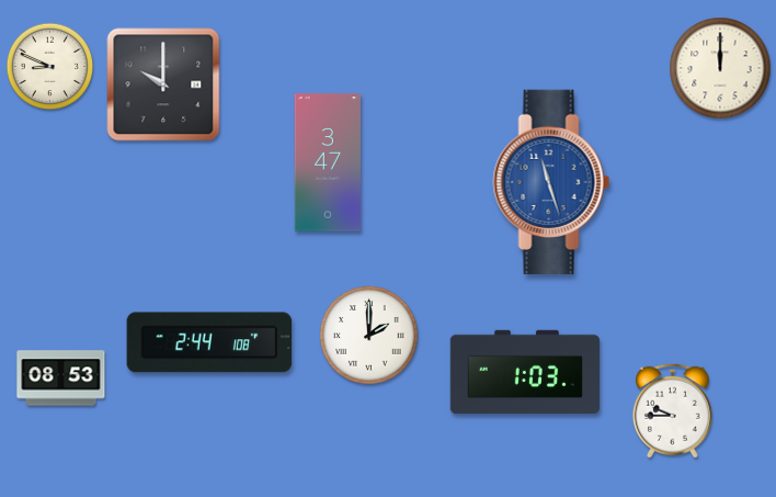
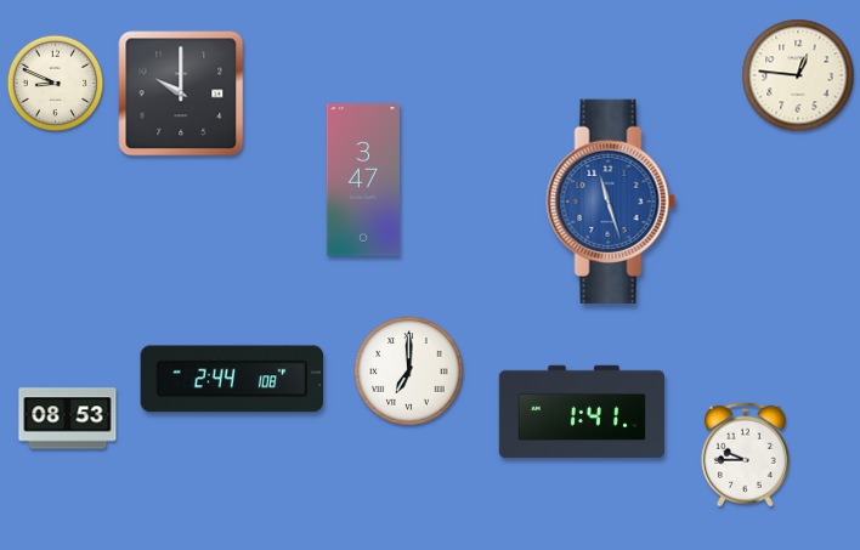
clock at (50, 67) position: (50, 67) -> (56, 84)
clock at (720, 68): 12:00 -> 12:46
clock at (369, 336): 2:00 -> 7:00
clock at (524, 372): 1:03 -> 1:41
